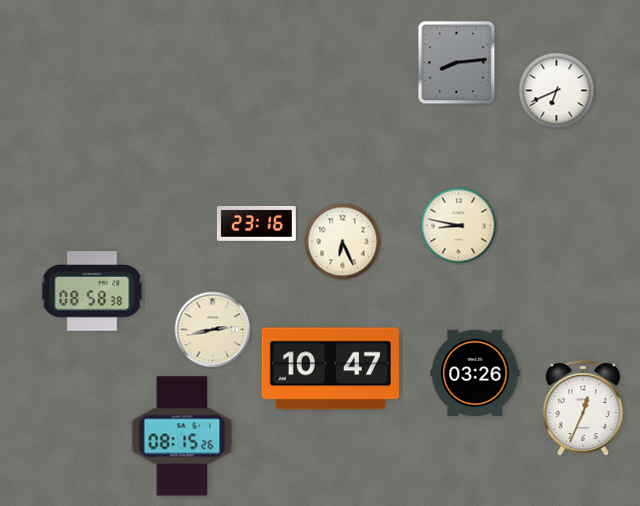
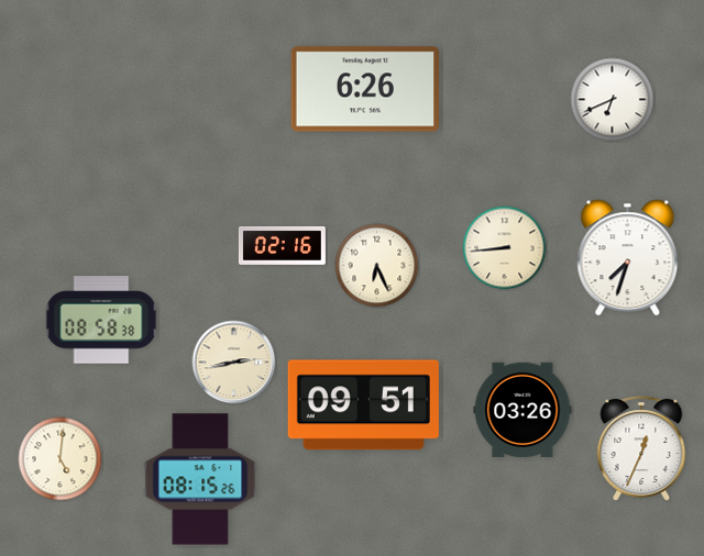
clock at (457, 63): 8:14 -> none
clock at (365, 89): none -> 6:26
clock at (256, 223): 23:16 -> 02:16
clock at (459, 226): 8:47 -> 8:44
clock at (628, 258): none -> 7:33
clock at (330, 369): 10:47 -> 09:51
clock at (61, 459): none -> 5:01
